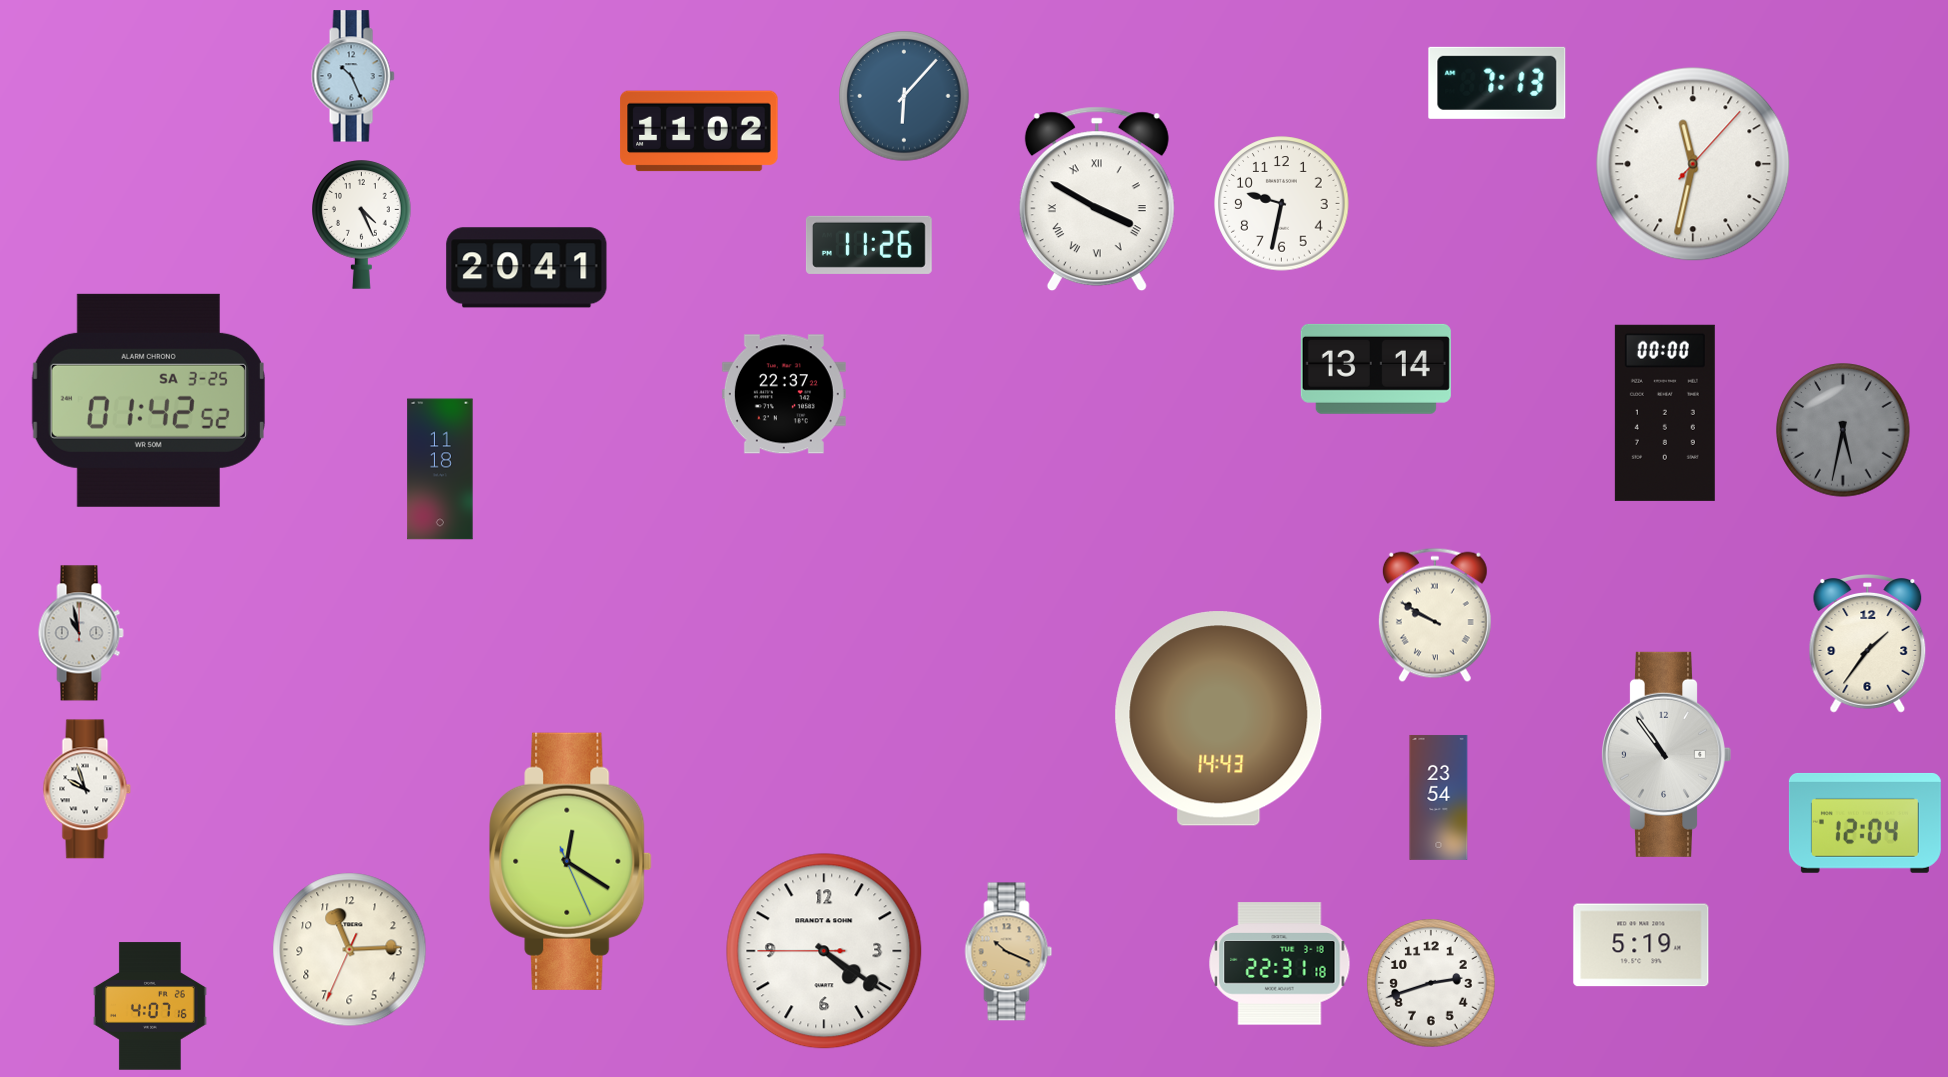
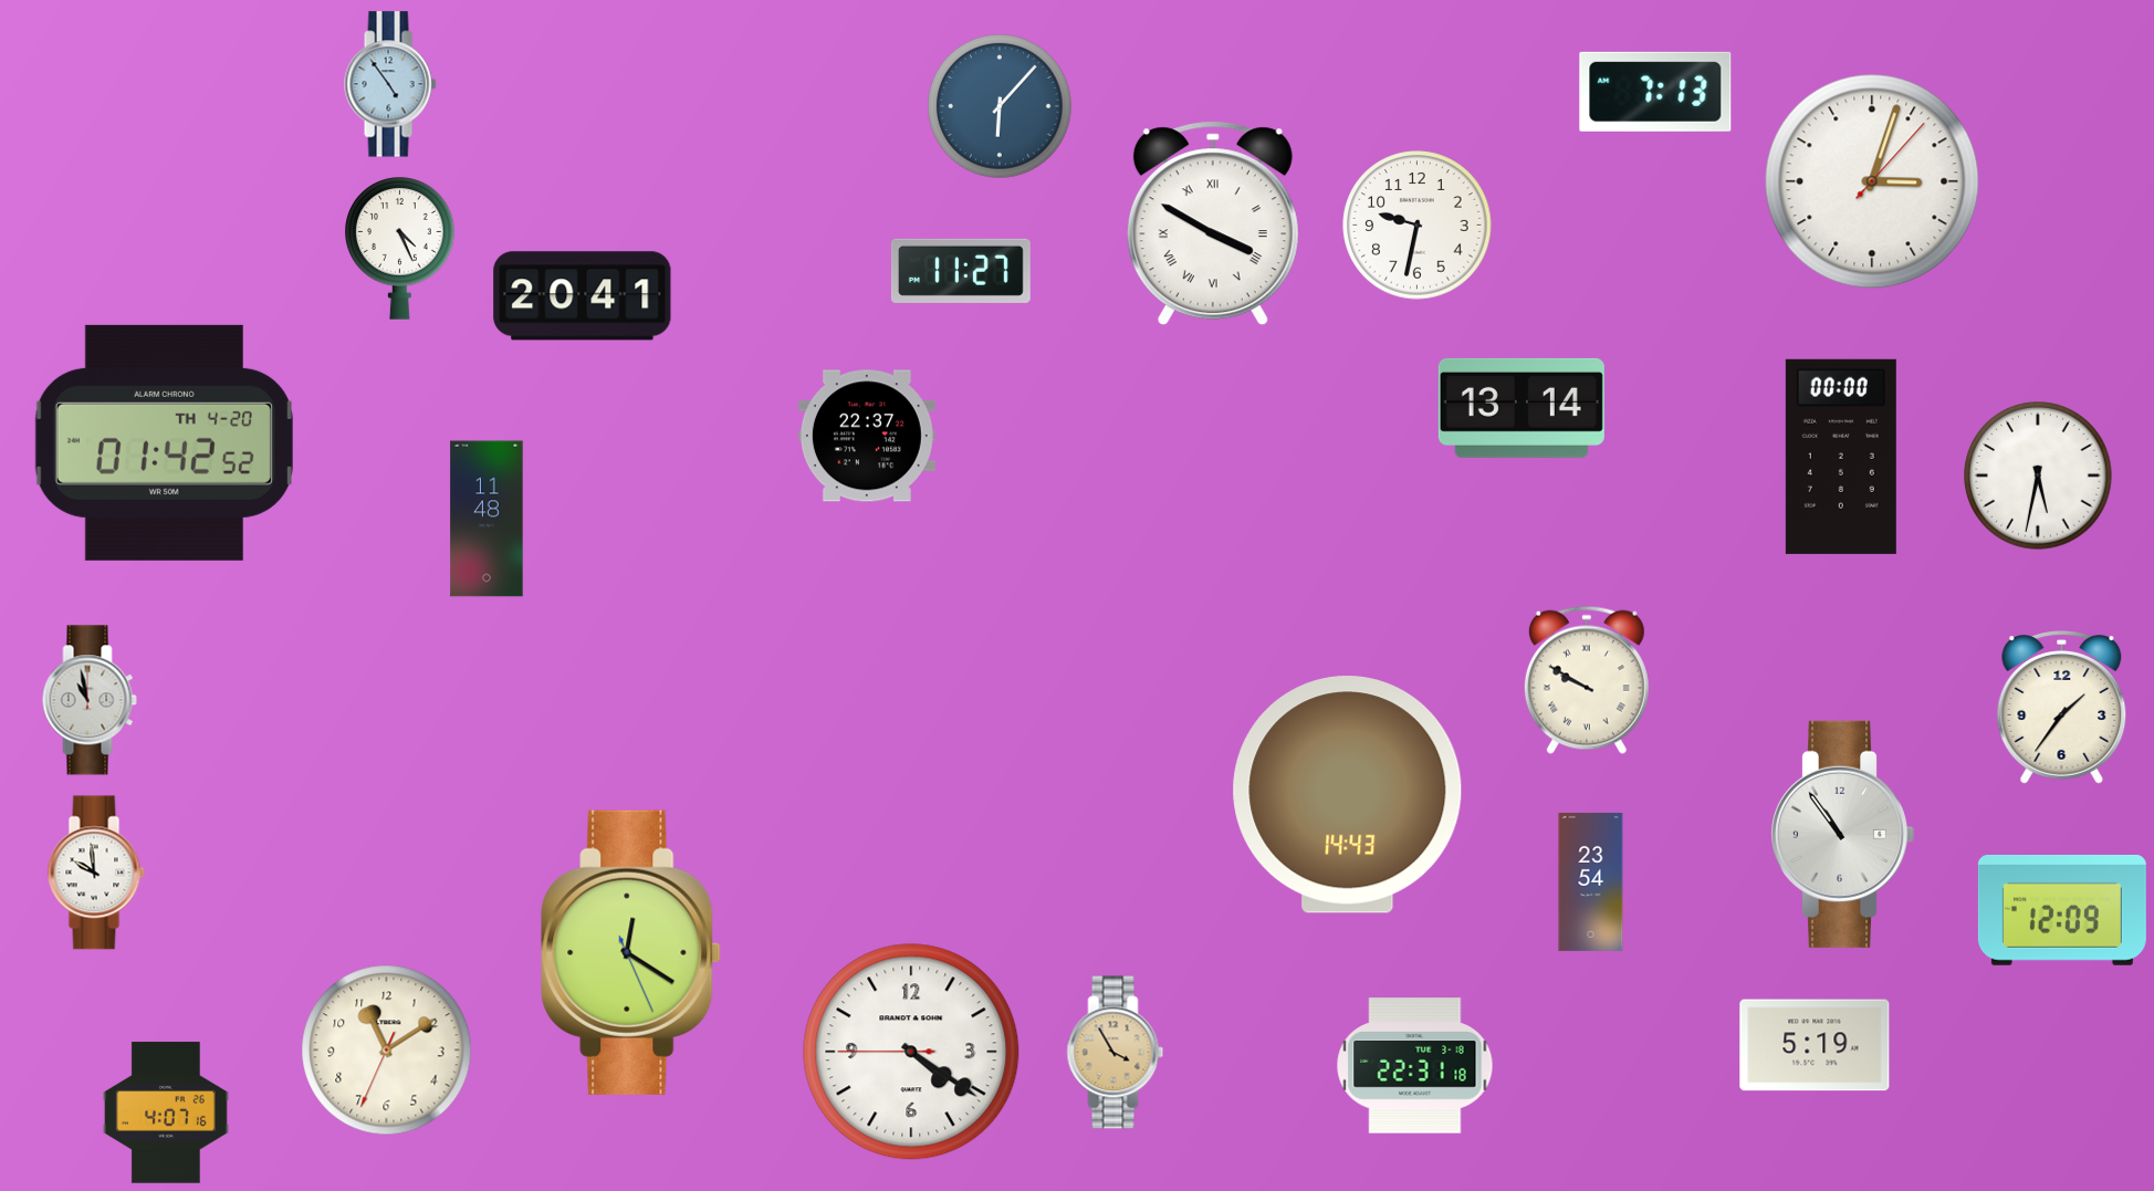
clock at (353, 76): 10:26 -> 4:54
clock at (699, 131): 11:02 -> none
clock at (1693, 164): 11:32 -> 3:03
clock at (1097, 199) position: (1097, 199) -> (1213, 223)
clock at (869, 245): 11:26 -> 11:27
clock at (148, 400) date: SA 3-25 -> TH 4-20
clock at (1843, 430) dial: grey -> white
clock at (440, 469): 11:18 -> 11:48
clock at (1868, 644) position: (1868, 644) -> (2062, 708)
clock at (87, 789): 9:57 -> 9:59
clock at (1865, 823): 12:04 -> 12:09
clock at (350, 950): 11:14 -> 11:09
clock at (1009, 952): 10:19 -> 3:55
clock at (1431, 983): 2:42 -> none
